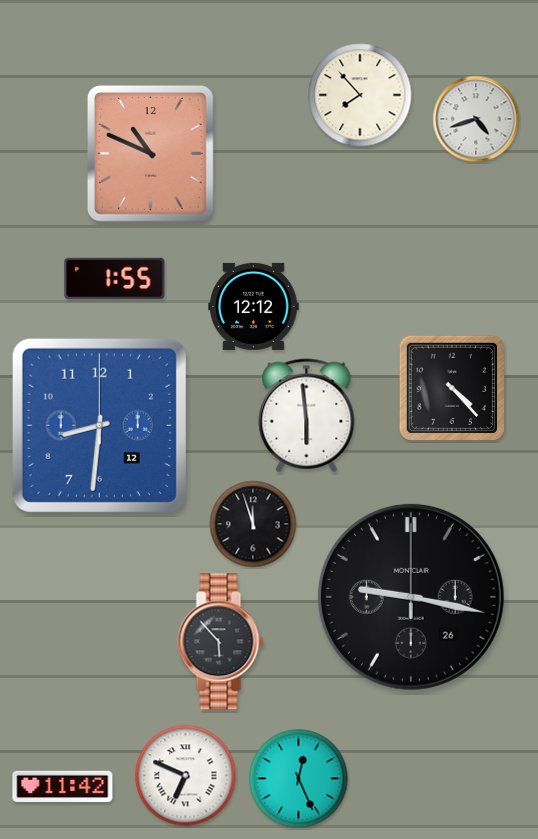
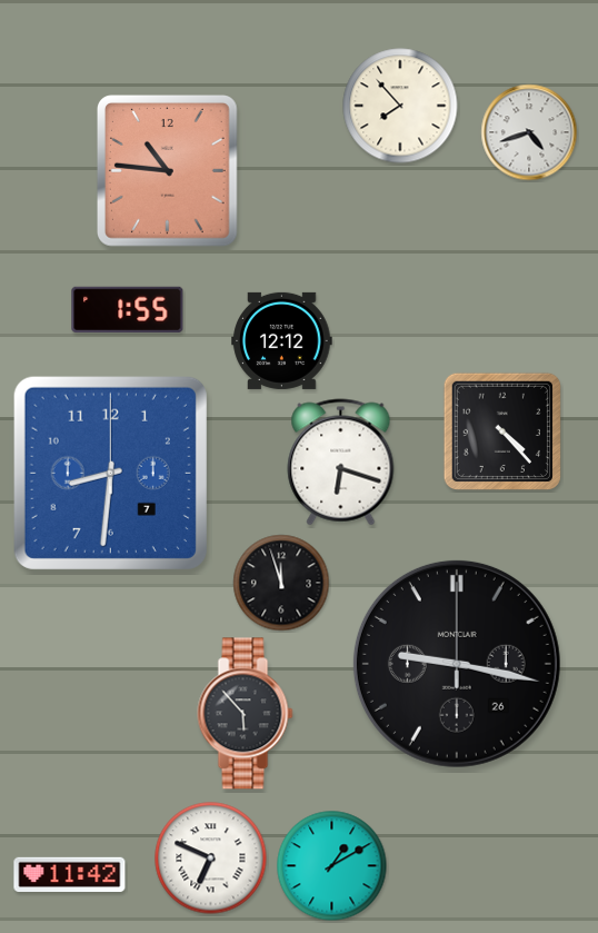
clock at (150, 154): 10:49 -> 10:46
clock at (307, 416): 5:59 -> 6:18
clock at (99, 425) date: 12 -> 7
clock at (186, 776) position: (186, 776) -> (211, 858)
clock at (299, 779): 12:26 -> 1:10
